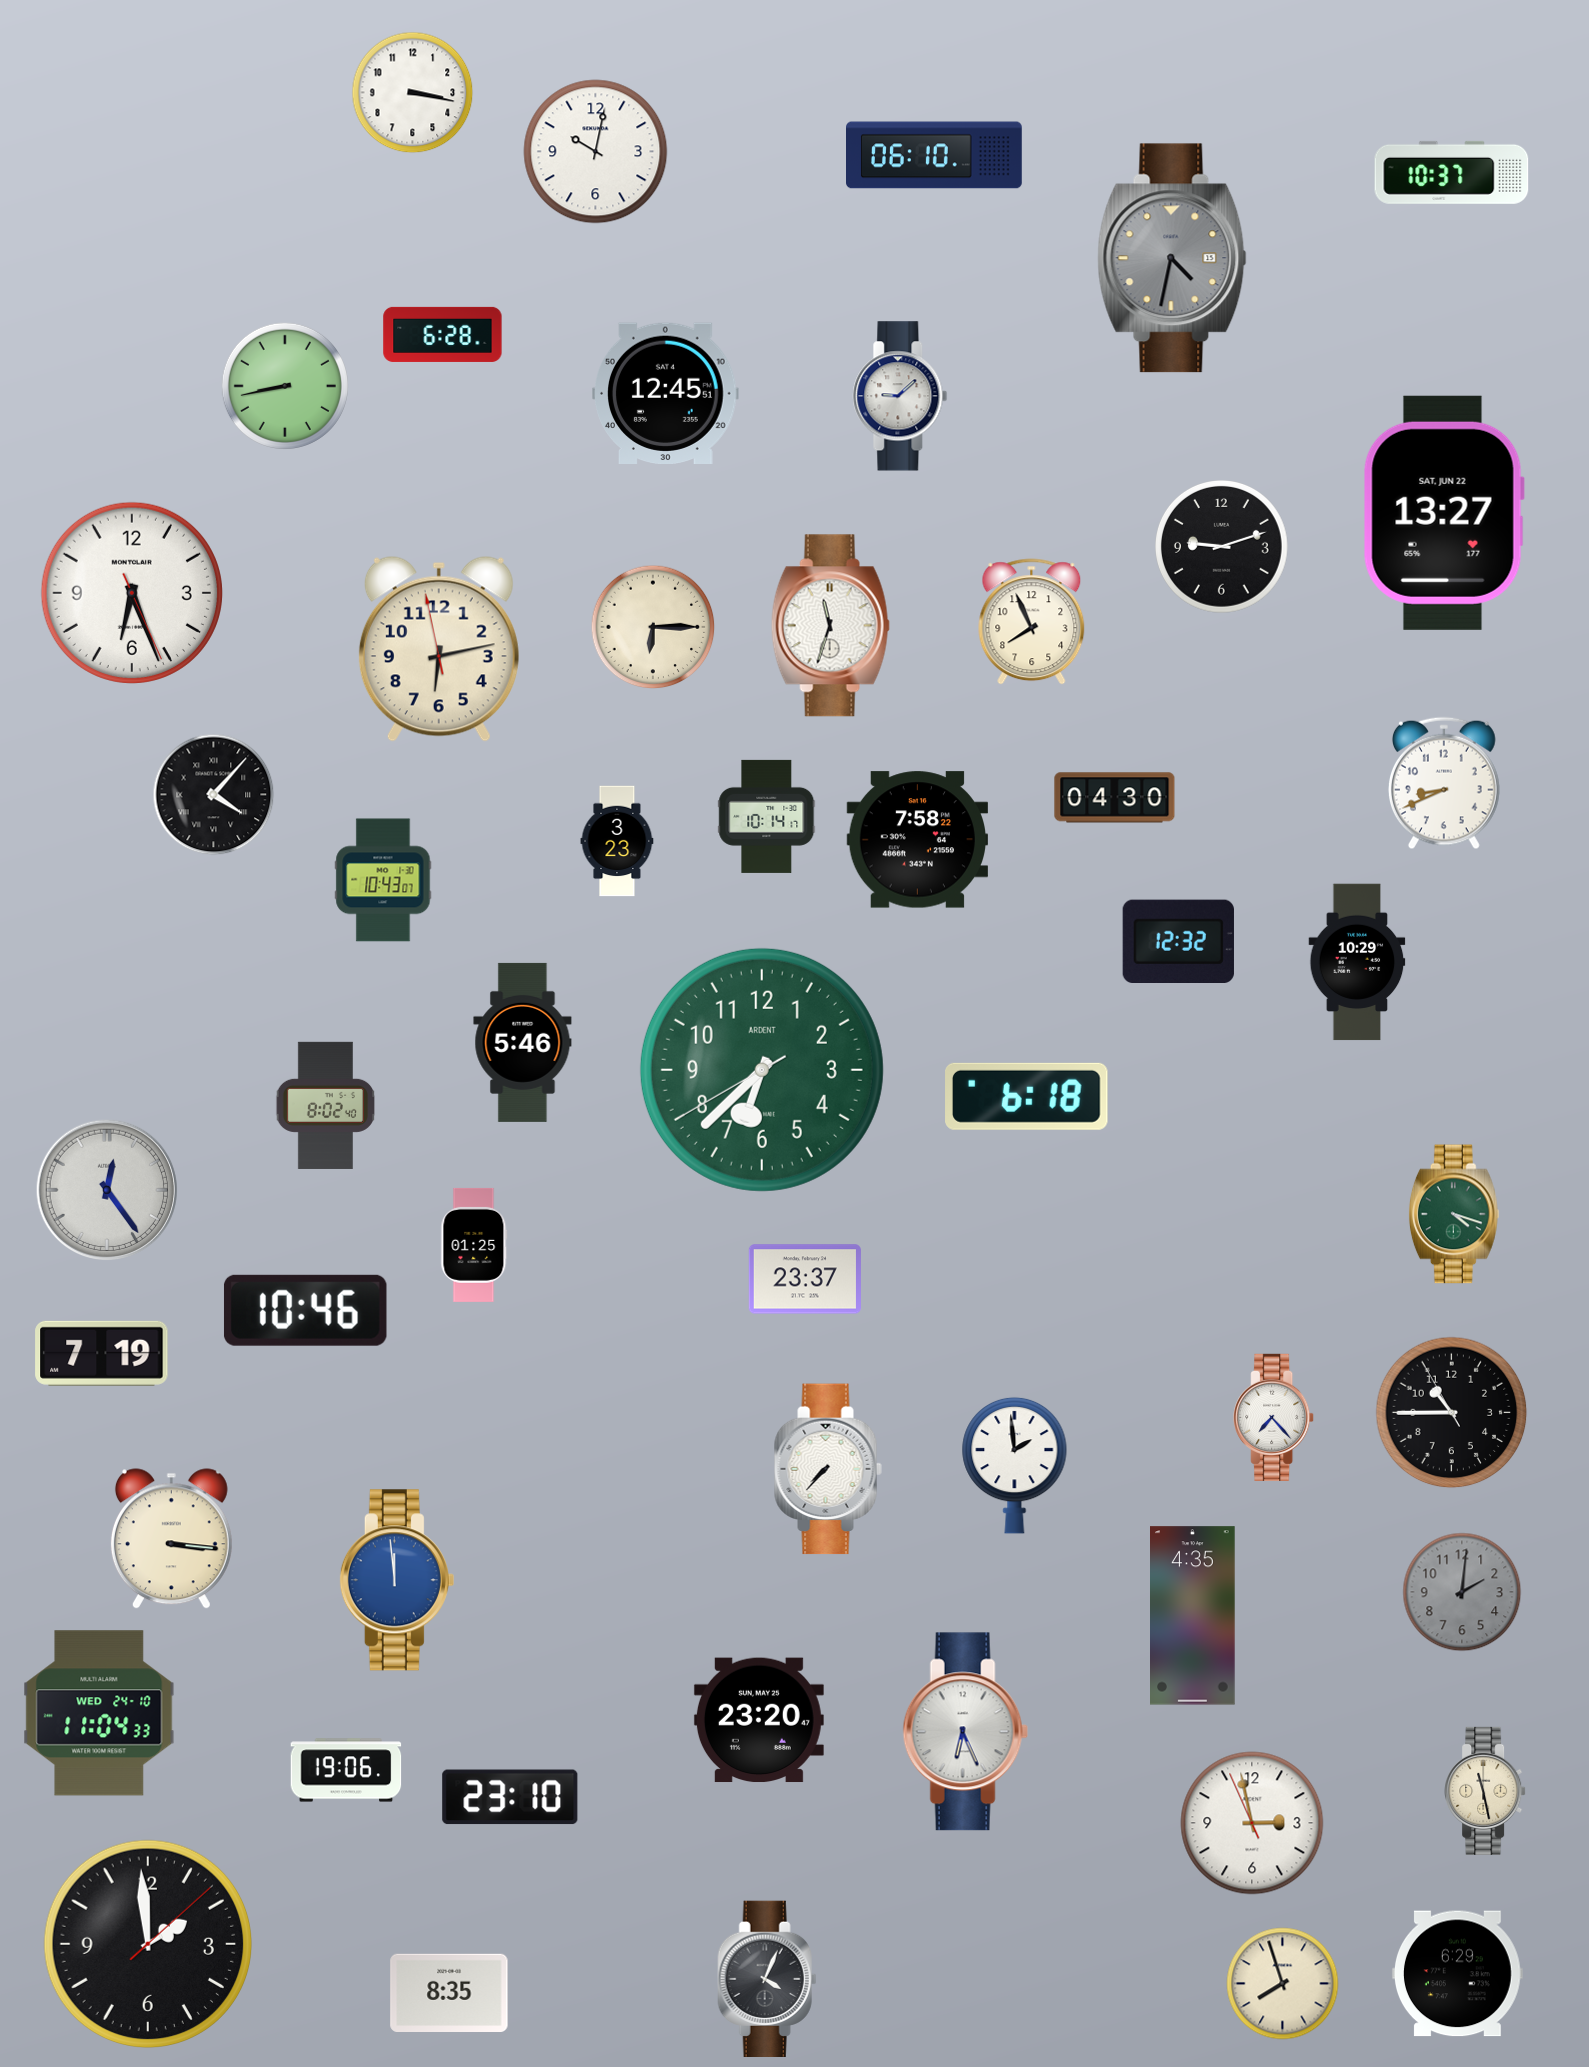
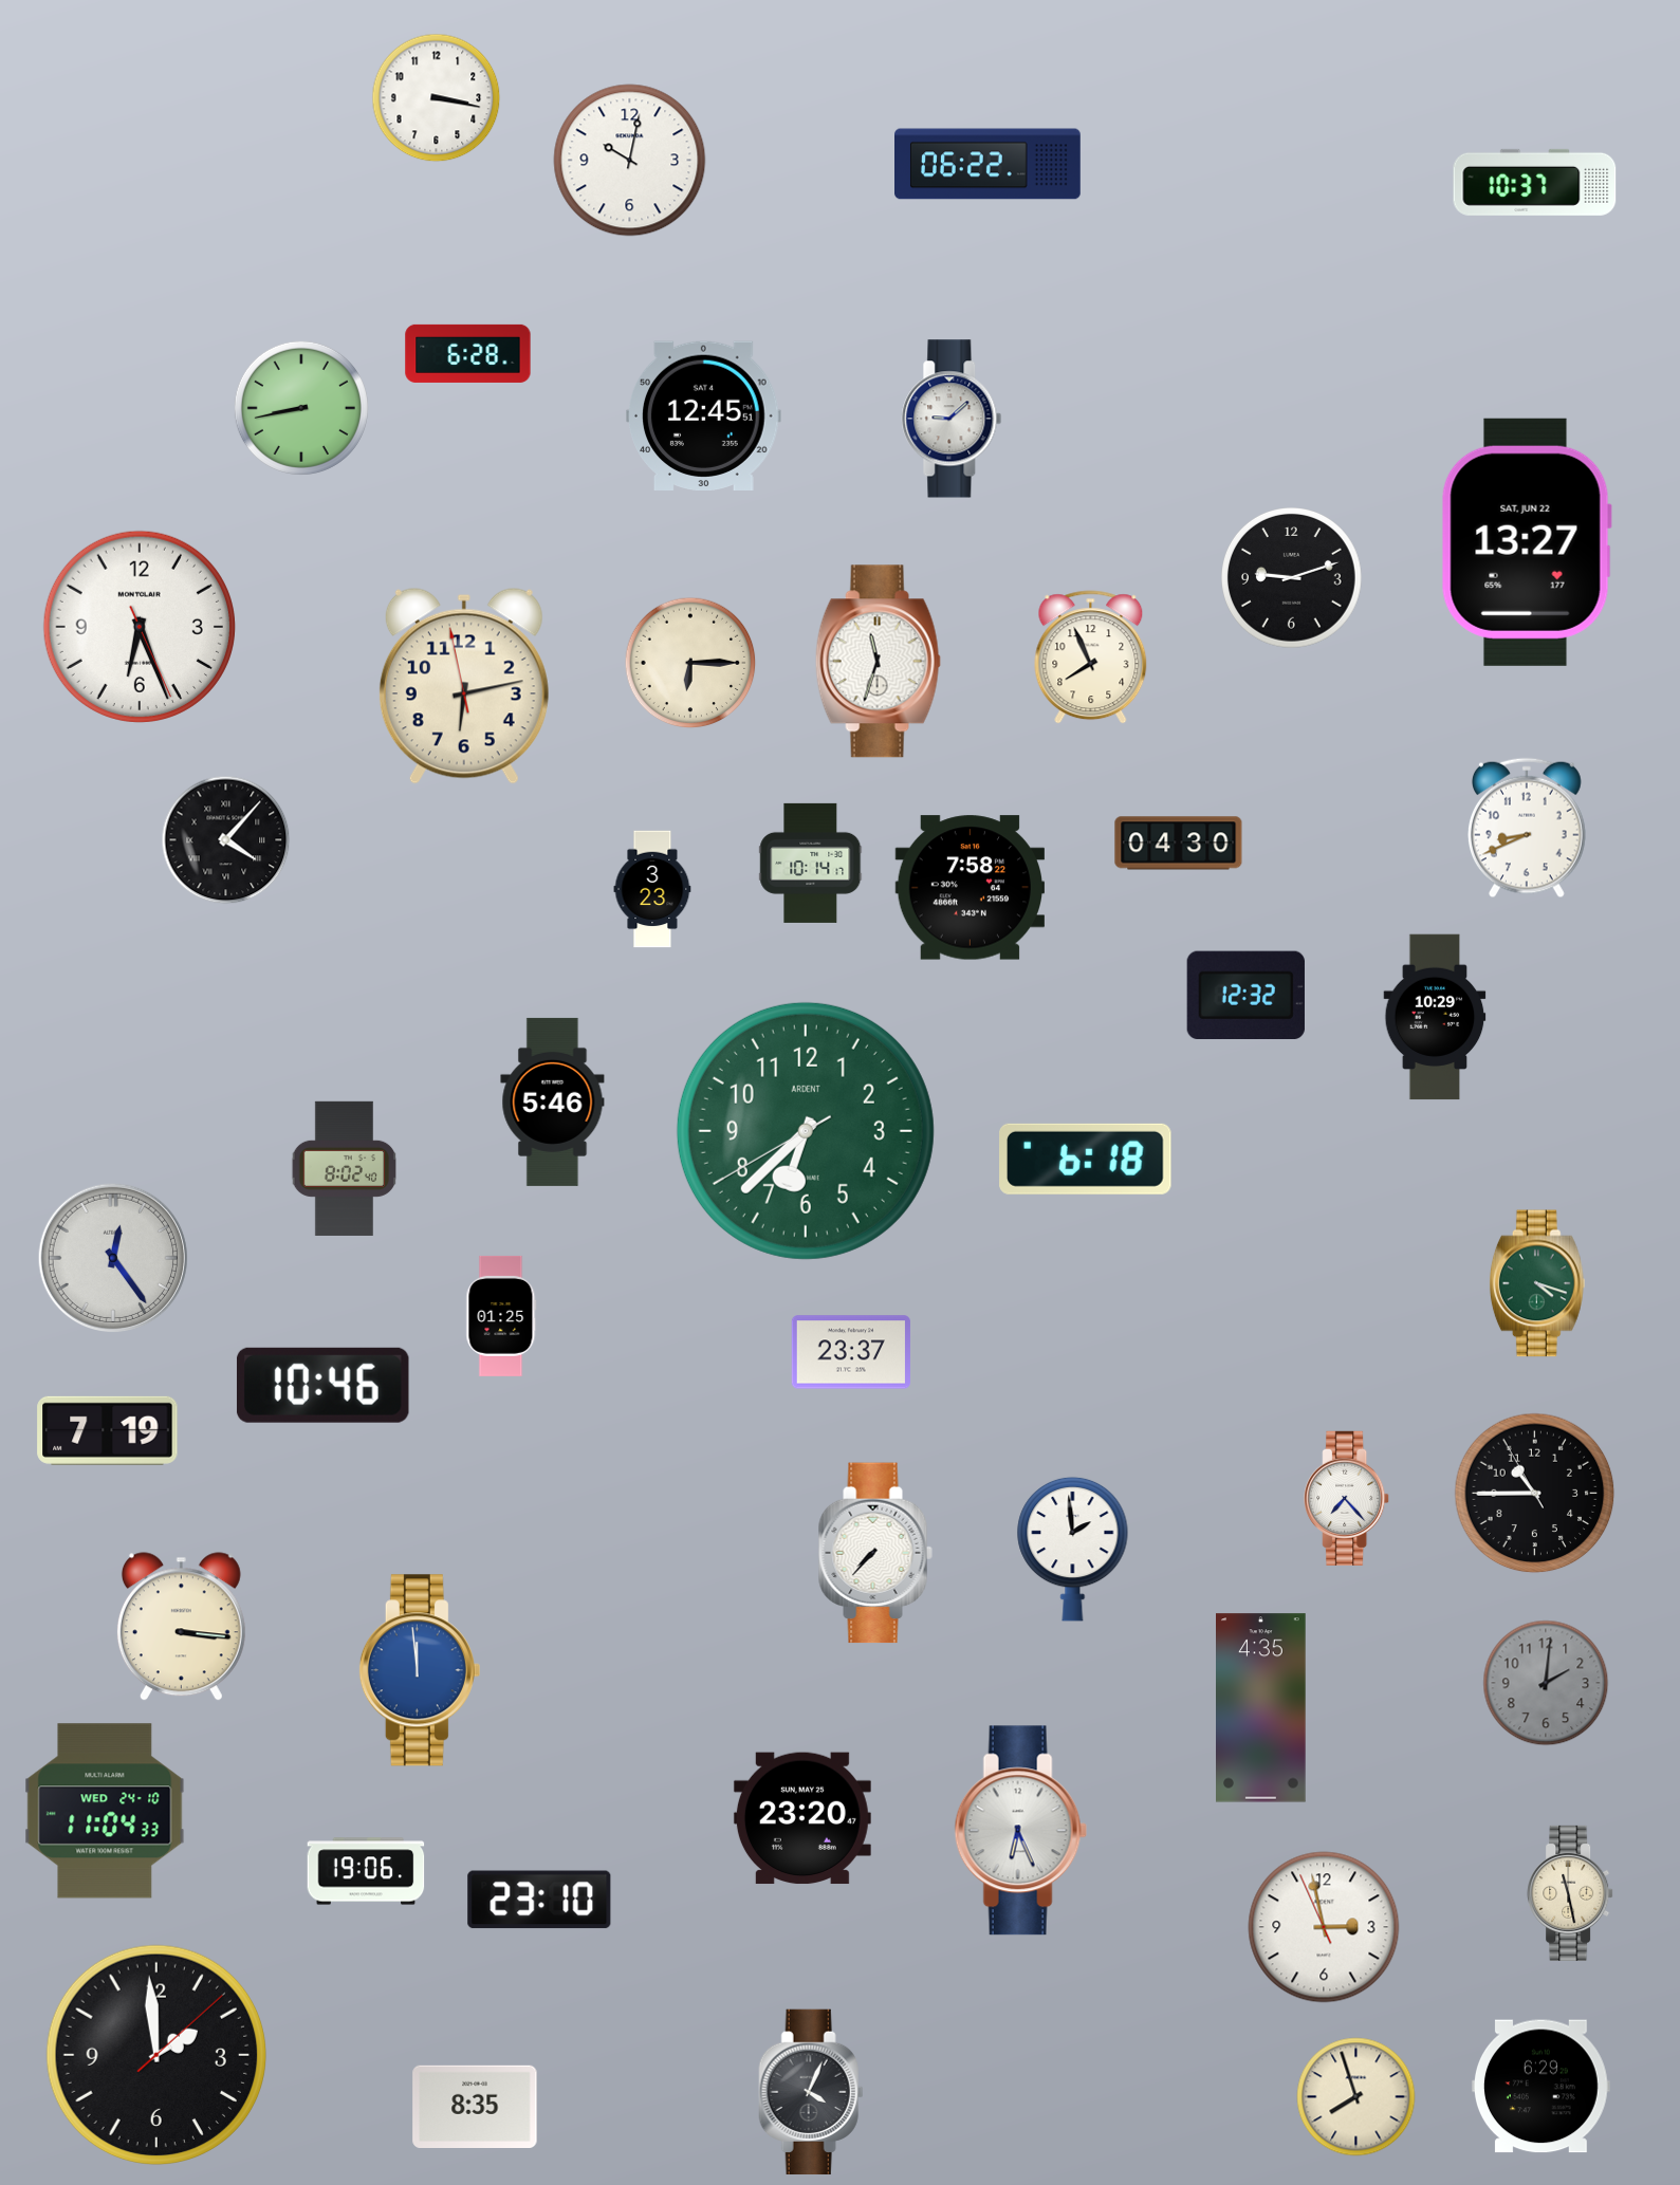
clock at (935, 155): 06:10 -> 06:22
clock at (1172, 258): 4:32 -> none
clock at (383, 880): 10:43 -> none
